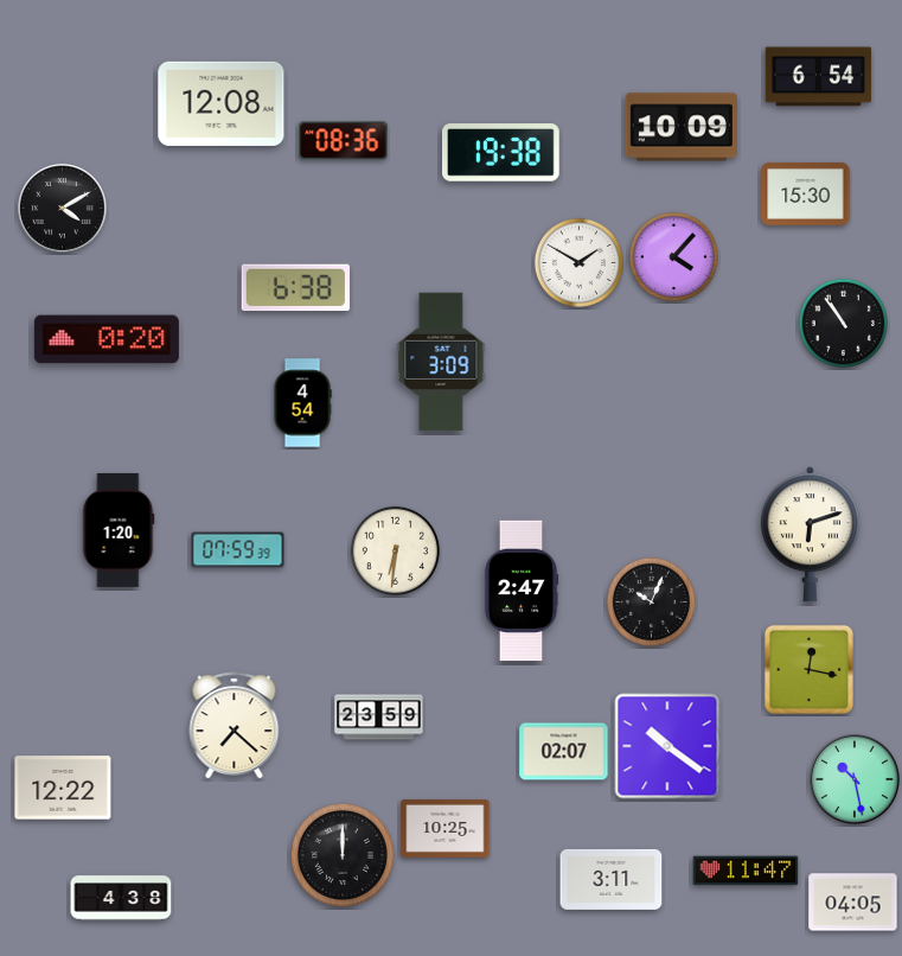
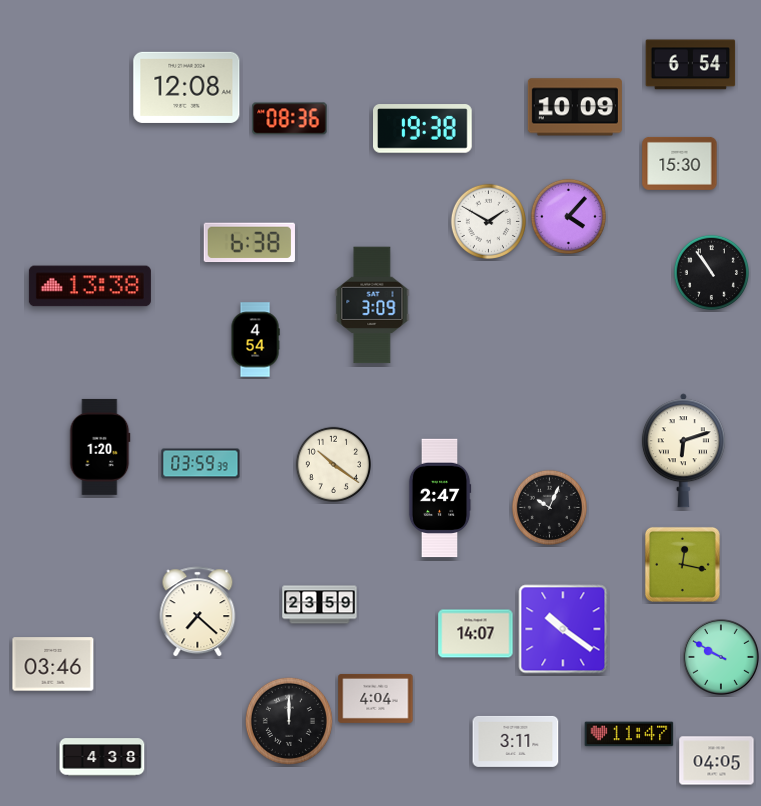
clock at (63, 209): 4:10 -> none
clock at (107, 339): 0:20 -> 13:38
clock at (238, 550): 07:59 -> 03:59
clock at (395, 550): 6:31 -> 10:21
clock at (564, 752): 02:07 -> 14:07
clock at (856, 780): 10:28 -> 9:50
clock at (63, 788): 12:22 -> 03:46
clock at (446, 828): 10:25 -> 4:04
clock at (853, 903) position: (853, 903) -> (717, 761)
